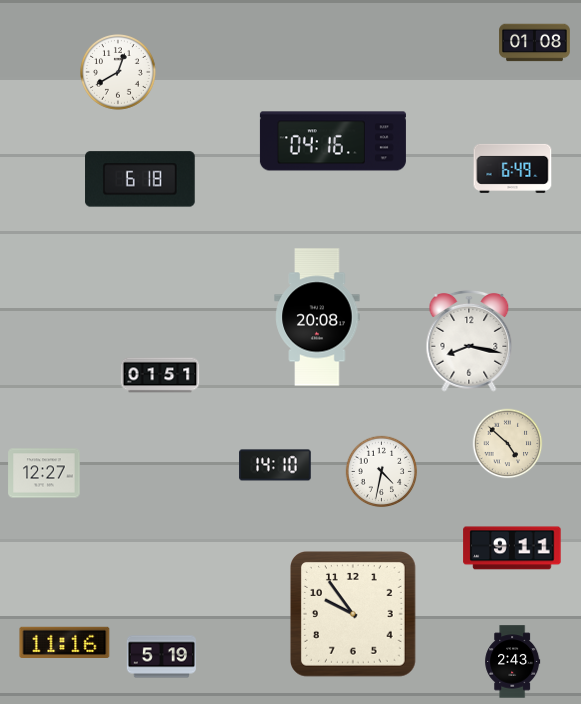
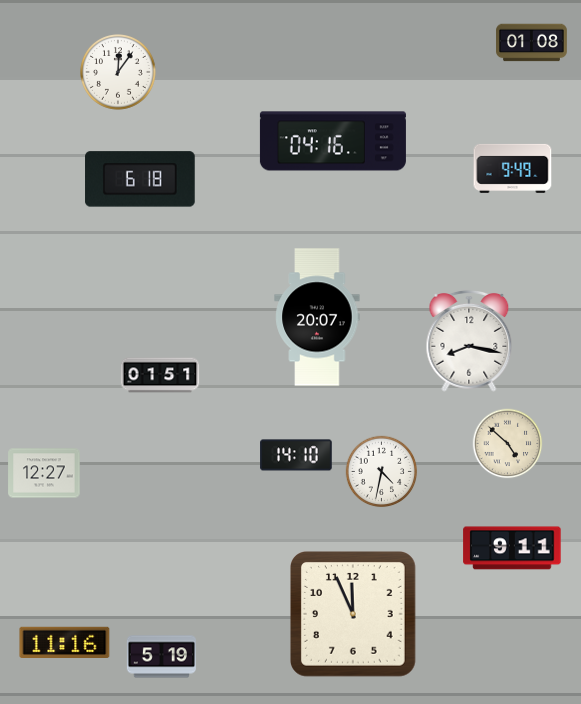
clock at (535, 43) position: (535, 43) -> (532, 43)
clock at (119, 73): 12:40 -> 12:06
clock at (513, 168): 6:49 -> 9:49
clock at (317, 317): 20:08 -> 20:07
clock at (275, 465) position: (275, 465) -> (296, 455)
clock at (354, 615): 9:54 -> 11:56
clock at (513, 662): 2:43 -> none
